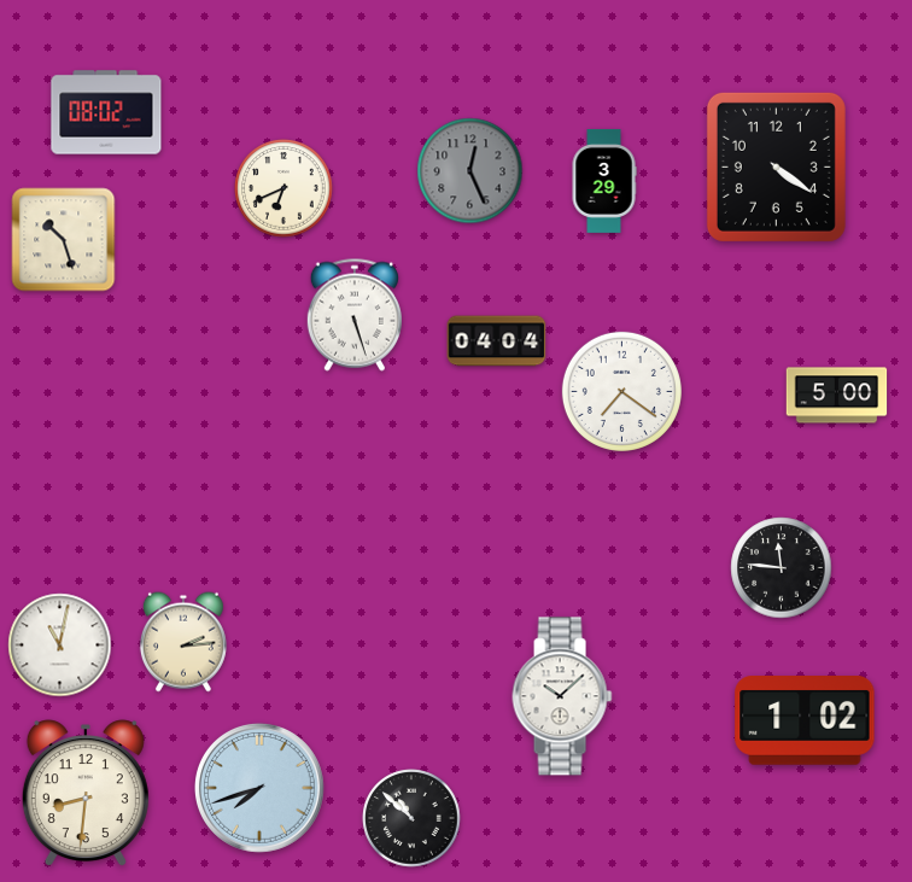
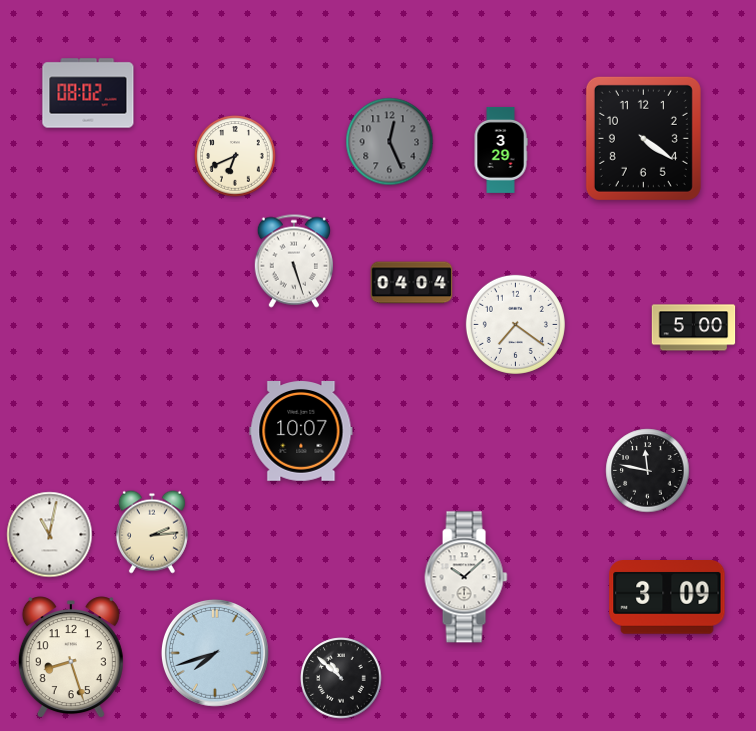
clock at (64, 240): 10:27 -> none
clock at (301, 432): none -> 10:07
clock at (782, 568): 11:46 -> 11:47
clock at (805, 722): 1:02 -> 3:09
clock at (86, 794): 8:31 -> 8:27
